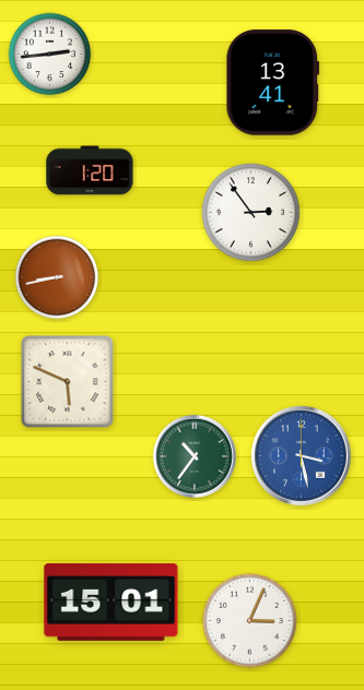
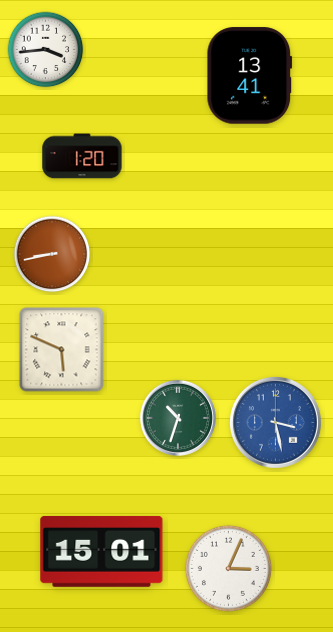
clock at (50, 55): 2:44 -> 3:44
clock at (250, 212): 2:54 -> none
clock at (301, 455) position: (301, 455) -> (275, 422)
clock at (195, 456): 10:36 -> 10:33
